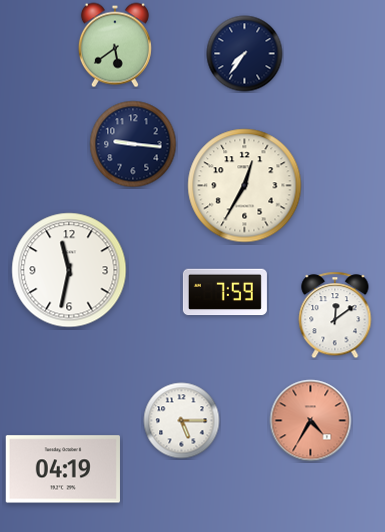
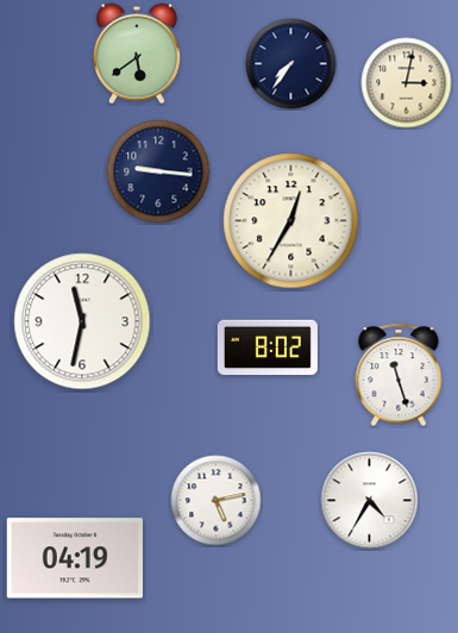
clock at (407, 83): none -> 3:02
clock at (225, 292): 7:59 -> 8:02
clock at (335, 315): 12:09 -> 11:27
clock at (182, 421): 5:15 -> 5:13
clock at (311, 421) dial: salmon -> white
